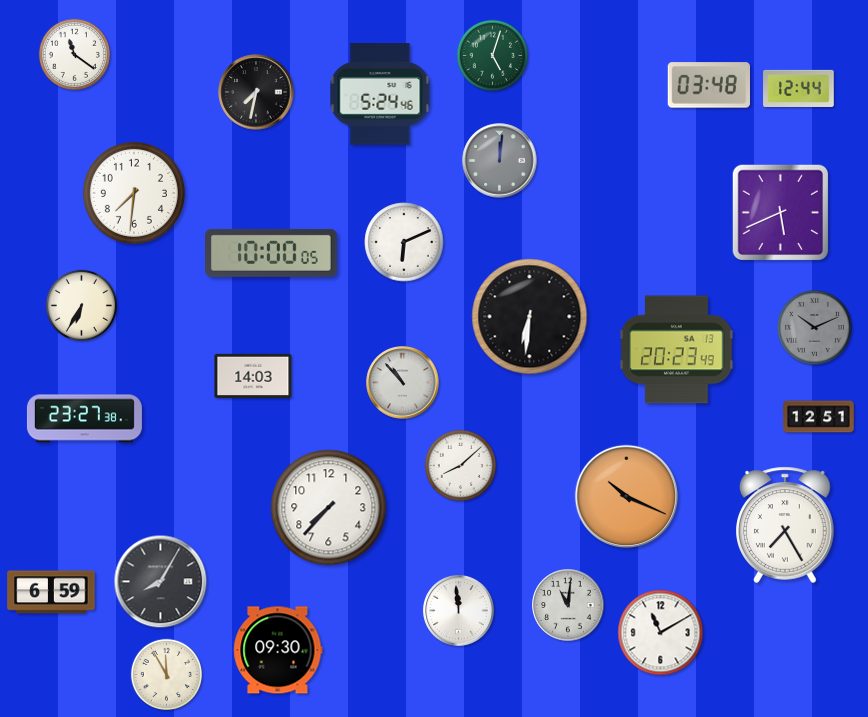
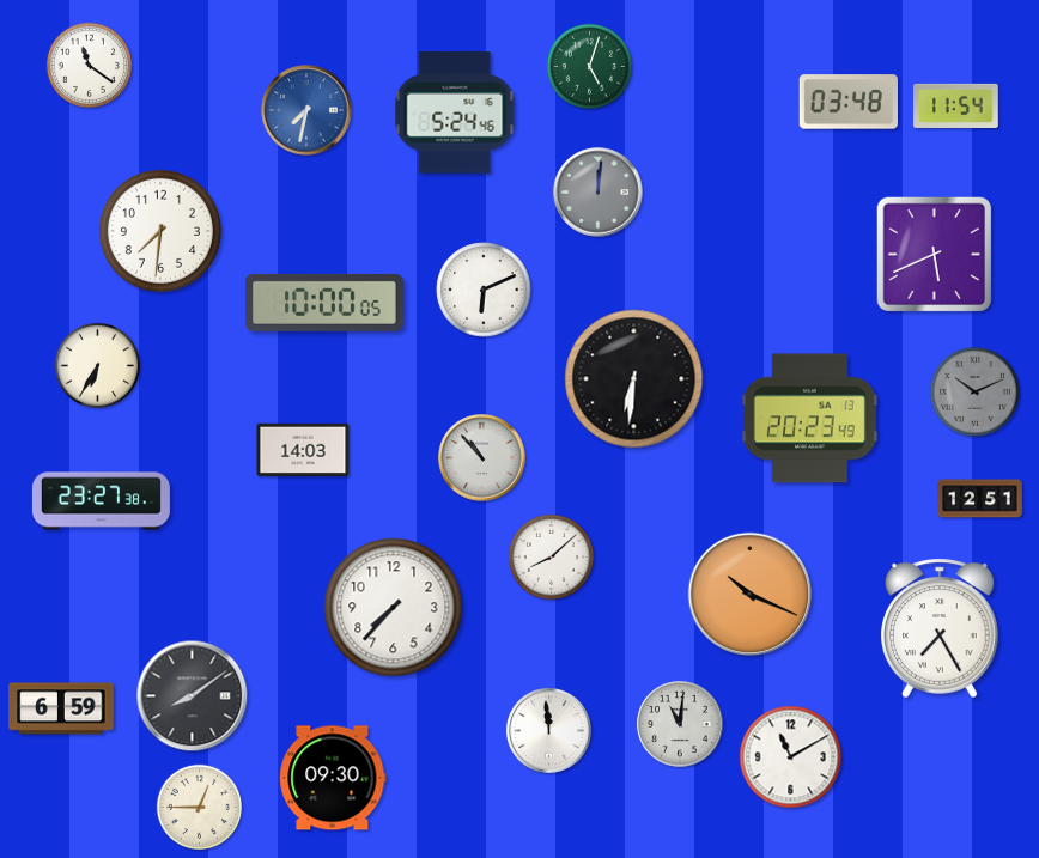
clock at (799, 88): 12:44 -> 11:54
clock at (256, 92) dial: black -> blue
clock at (161, 582): 8:05 -> 8:09
clock at (166, 674): 11:55 -> 12:45
